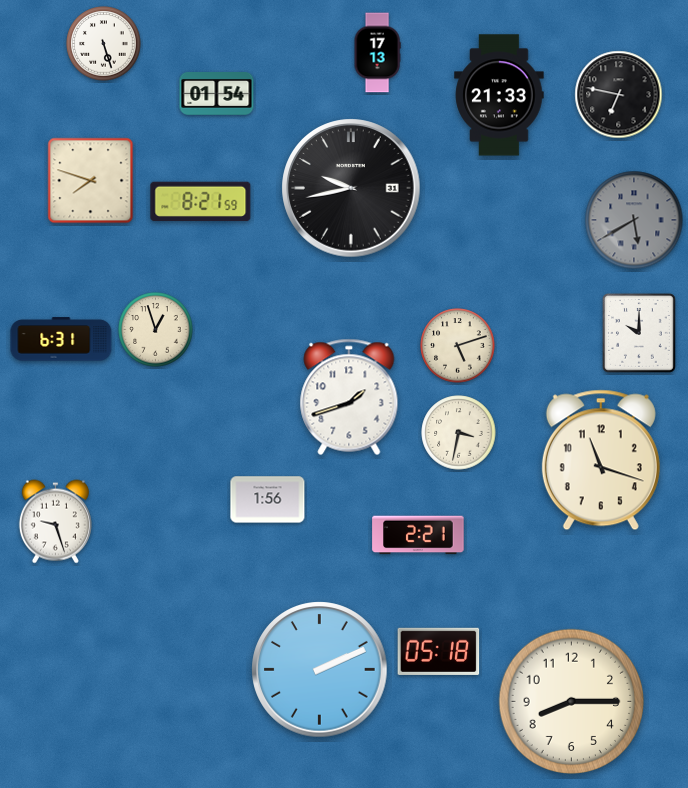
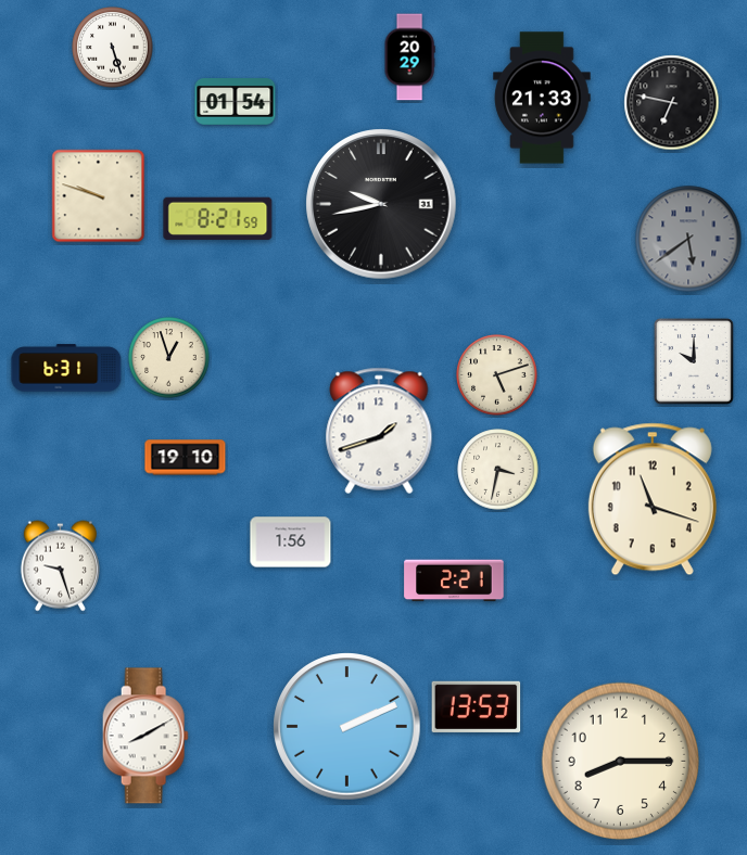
clock at (377, 53): 17:13 -> 20:29
clock at (499, 95) position: (499, 95) -> (542, 98)
clock at (91, 181): 7:48 -> 9:48
clock at (634, 220): 5:40 -> 5:39
clock at (186, 458): none -> 19:10
clock at (439, 651): 05:18 -> 13:53
clock at (145, 736): none -> 8:10
